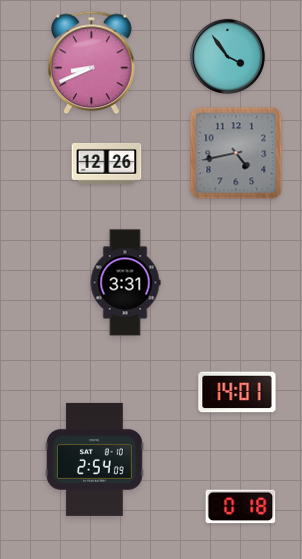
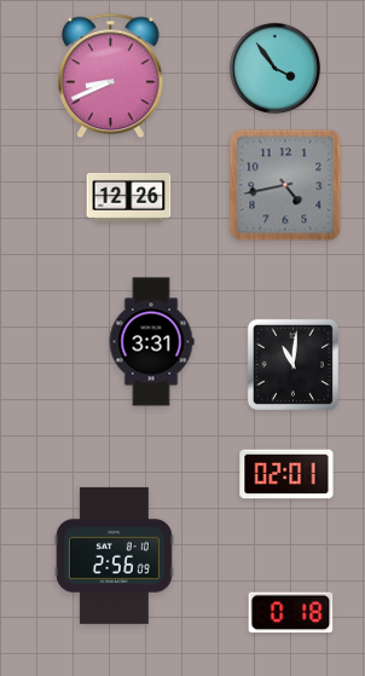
clock at (292, 364): none -> 11:01
clock at (237, 392): 14:01 -> 02:01
clock at (94, 459): 2:54 -> 2:56
